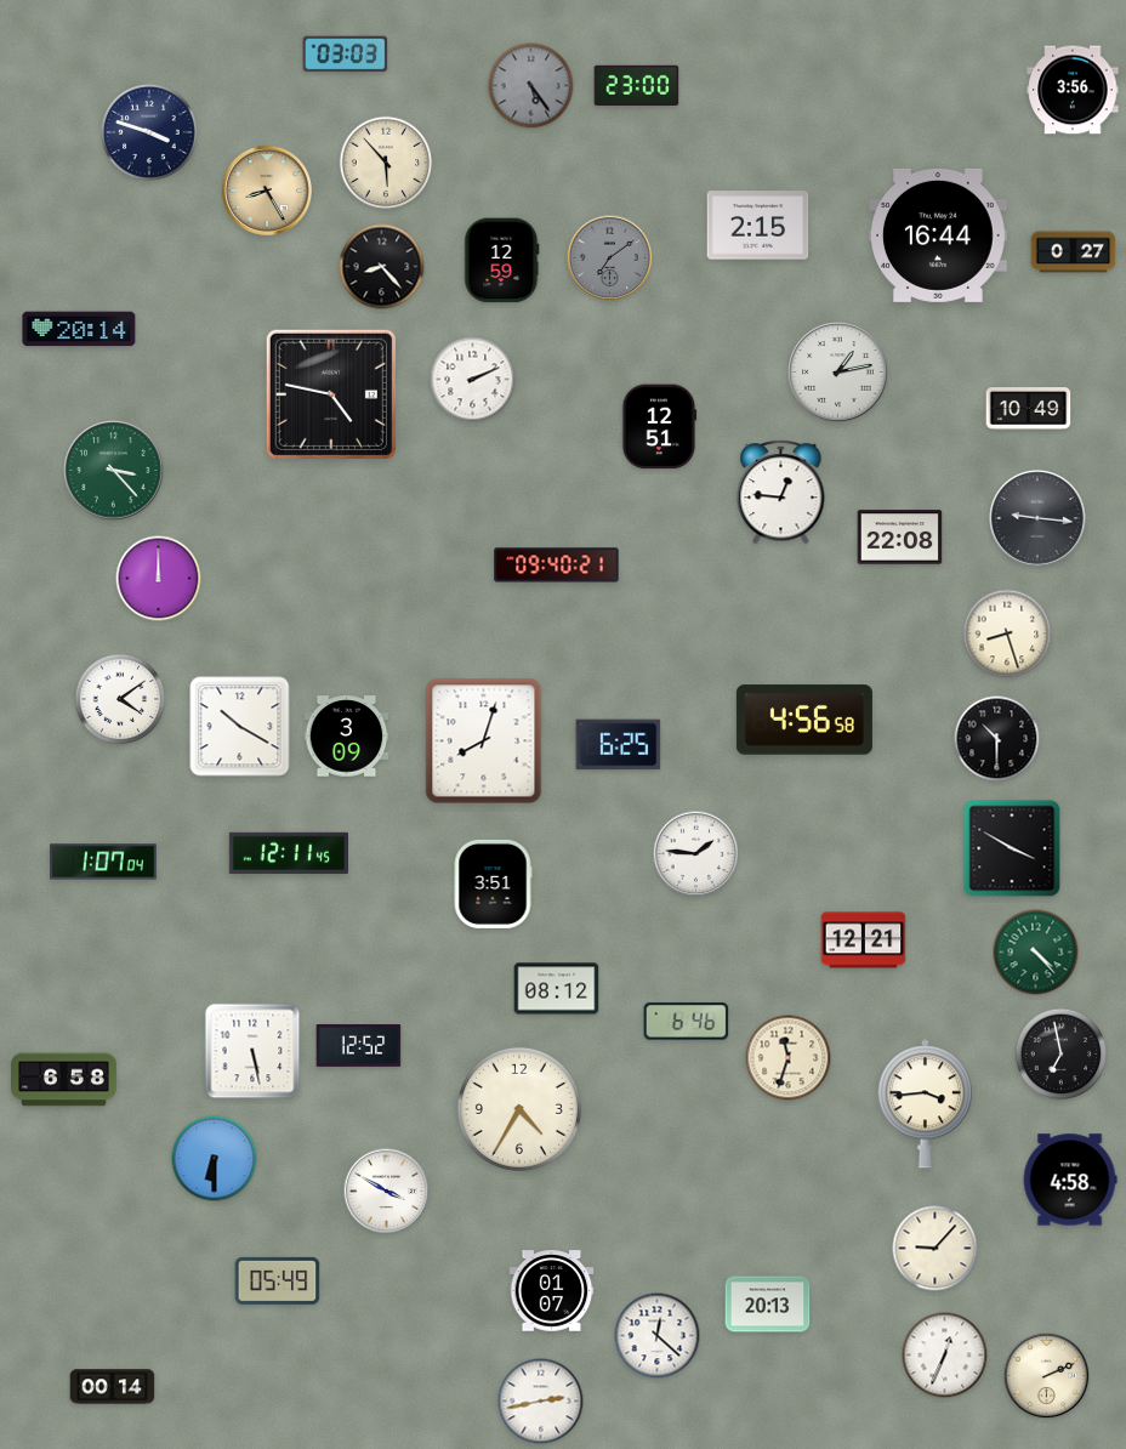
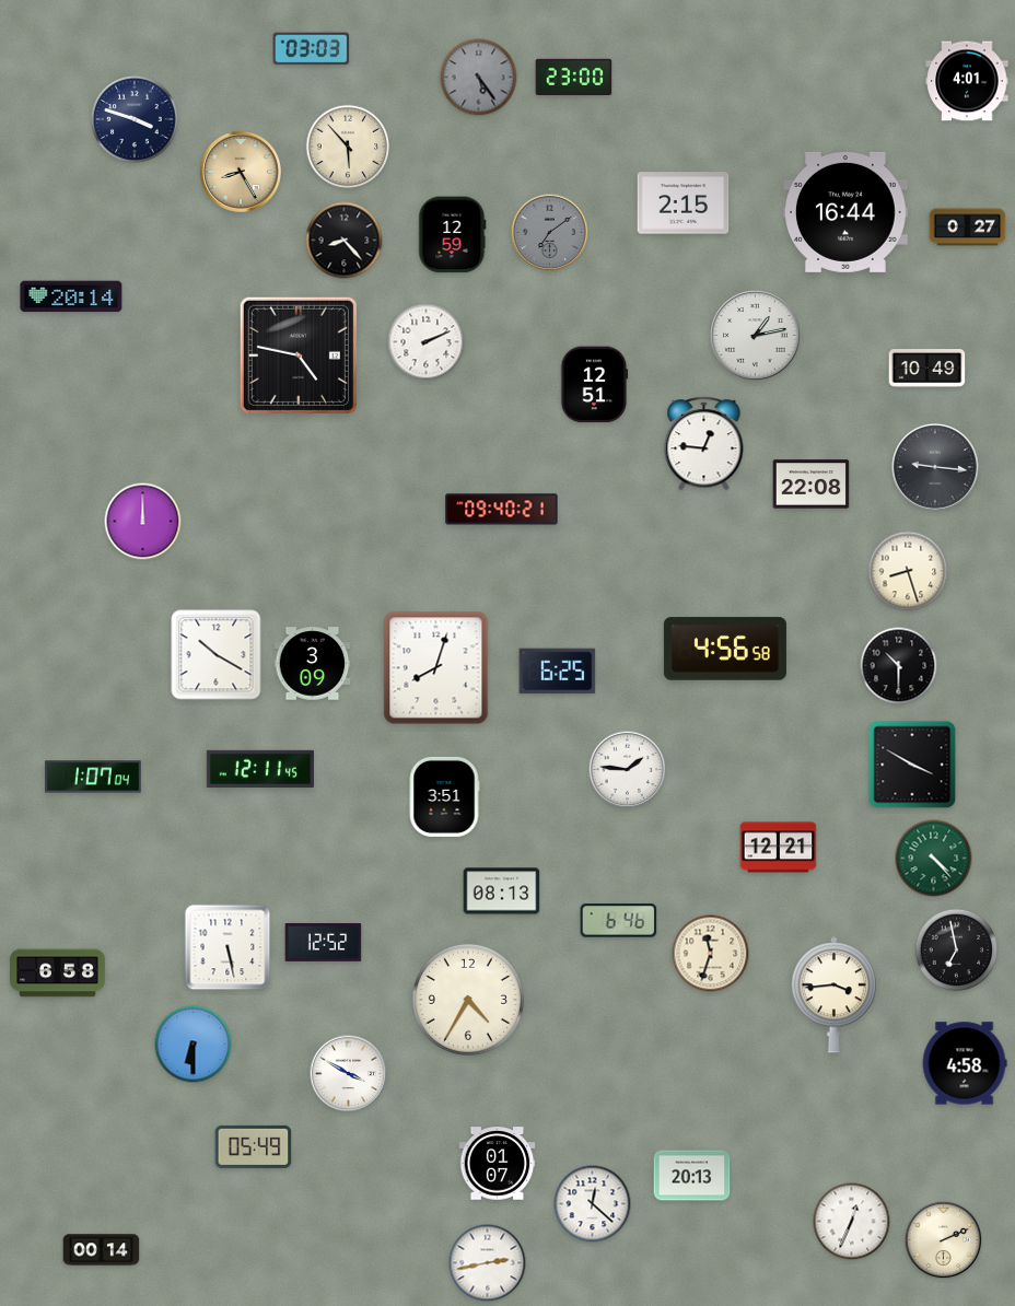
clock at (1073, 90): 3:56 -> 4:01
clock at (114, 471): 3:23 -> none
clock at (120, 699): 4:09 -> none
clock at (557, 989): 08:12 -> 08:13
clock at (936, 1249): 9:07 -> none
clock at (278, 1280) position: (278, 1280) -> (254, 1146)
